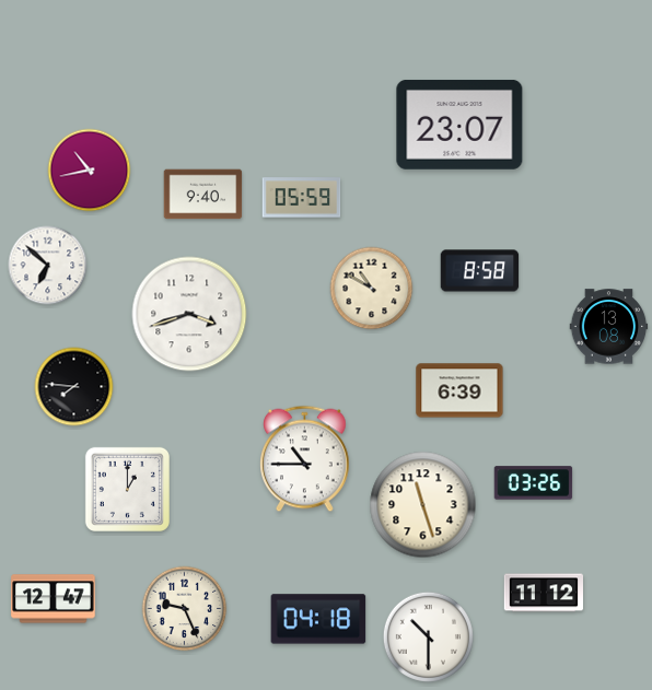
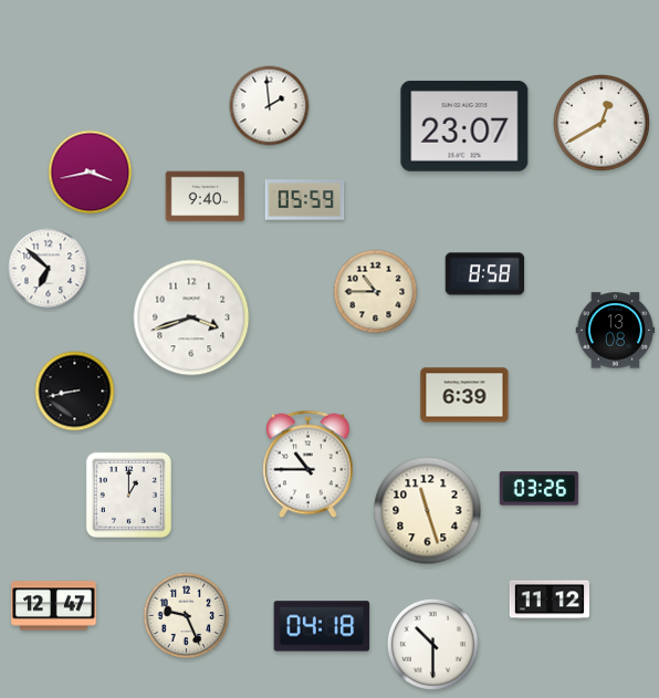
clock at (270, 106): none -> 1:59
clock at (603, 124): none -> 12:40
clock at (90, 171): 10:43 -> 3:43
clock at (372, 289): 10:50 -> 10:45
clock at (74, 387): 7:46 -> 8:43
